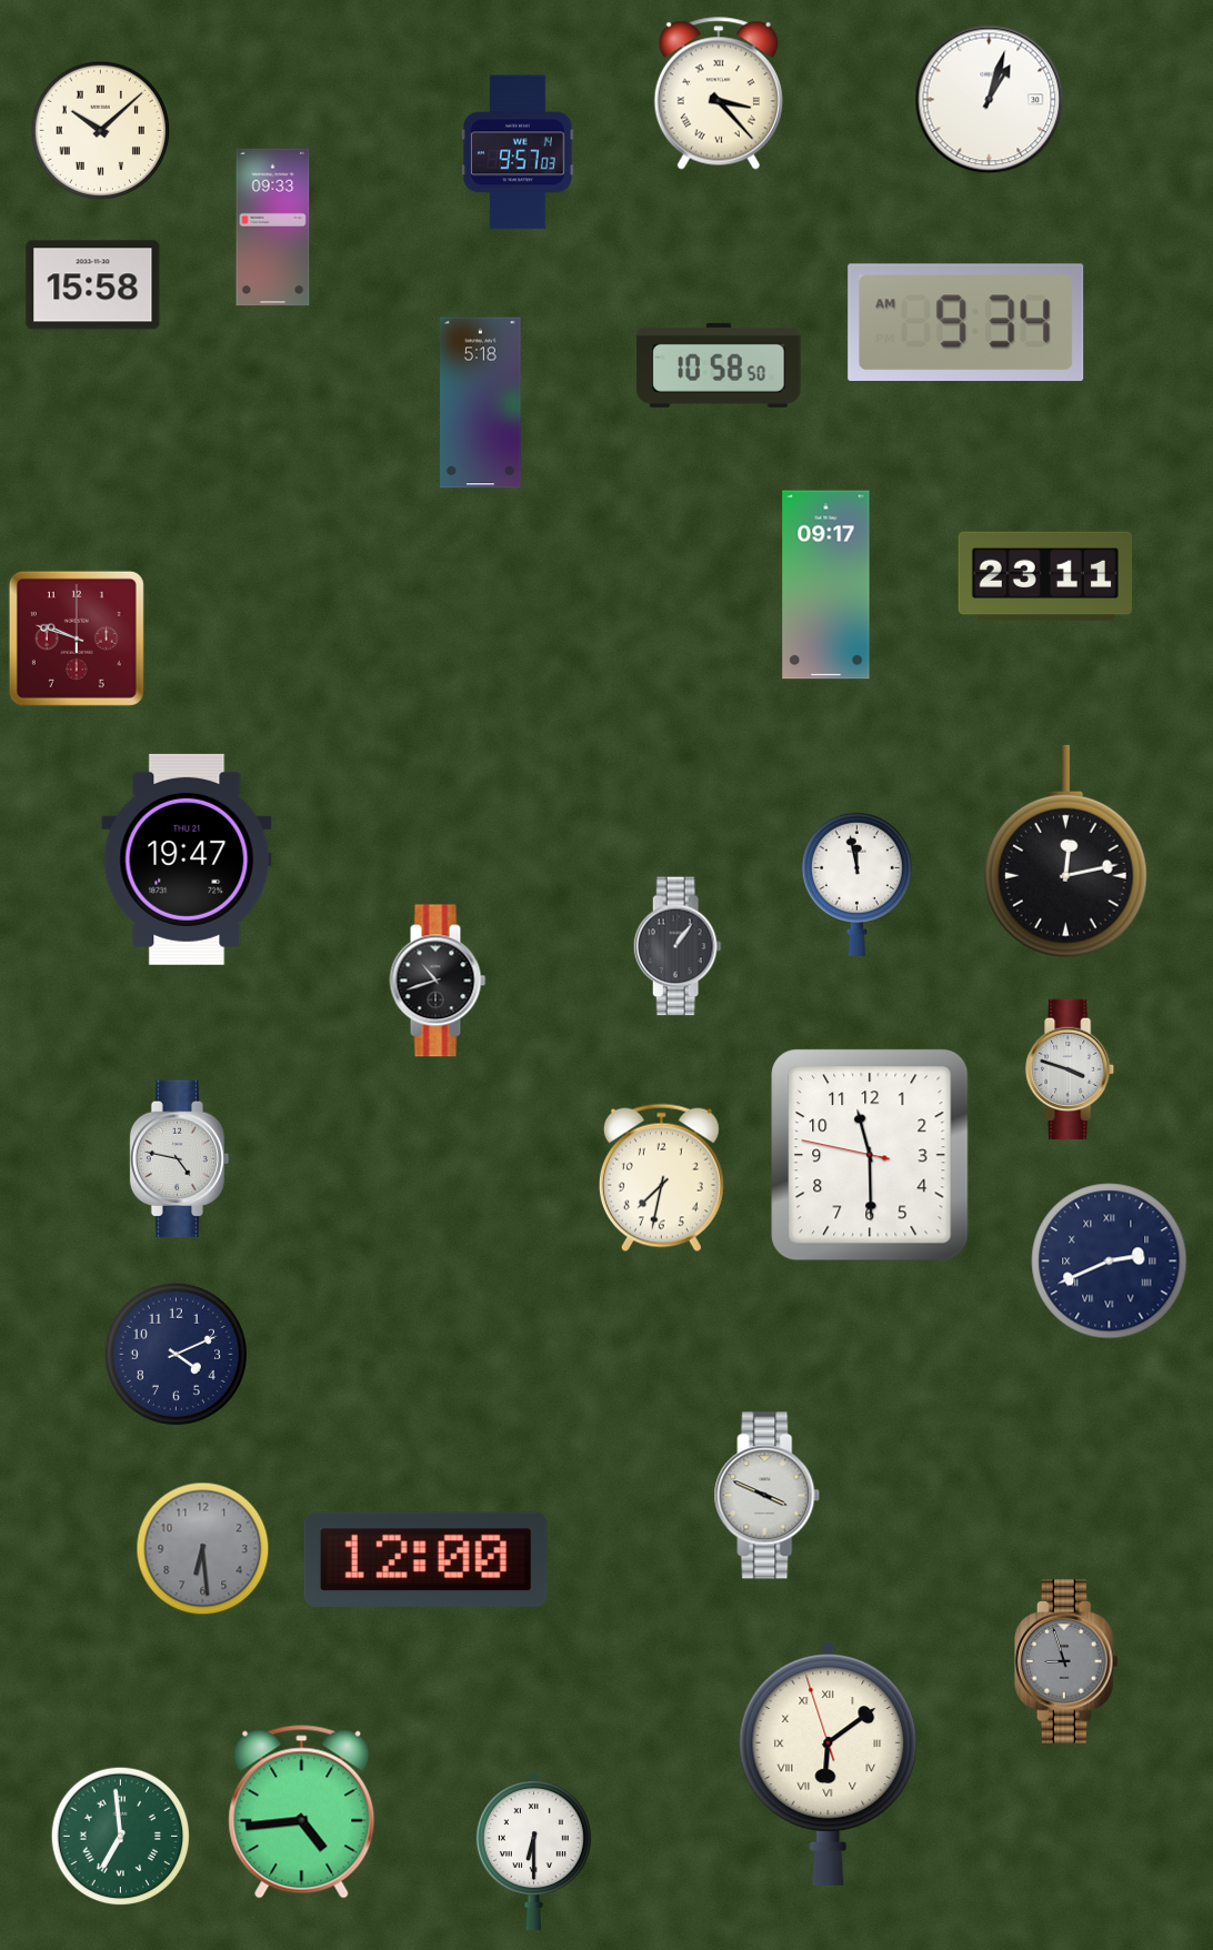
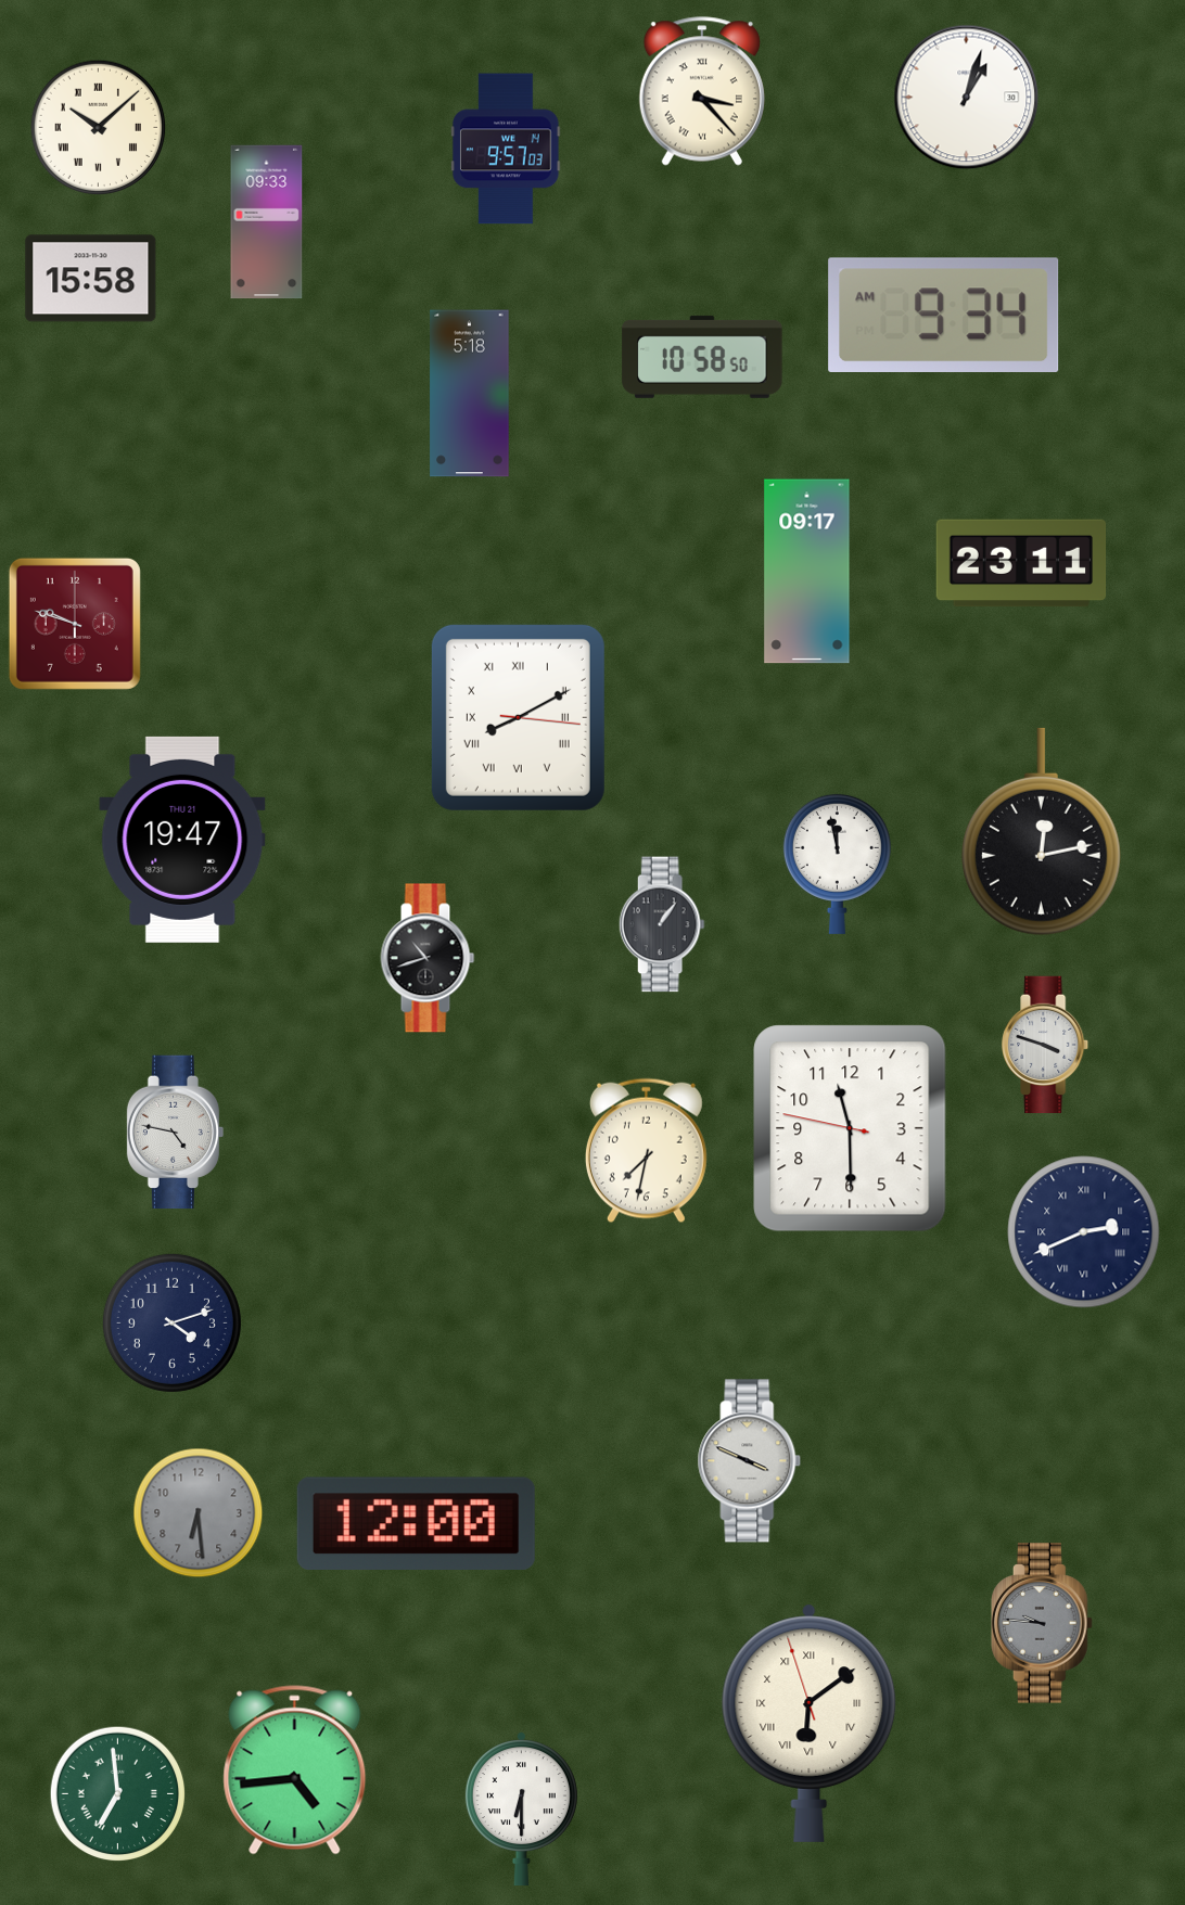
clock at (518, 717): none -> 8:10
clock at (176, 1354): 4:11 -> 4:12
clock at (1067, 1661): 8:57 -> 9:46
